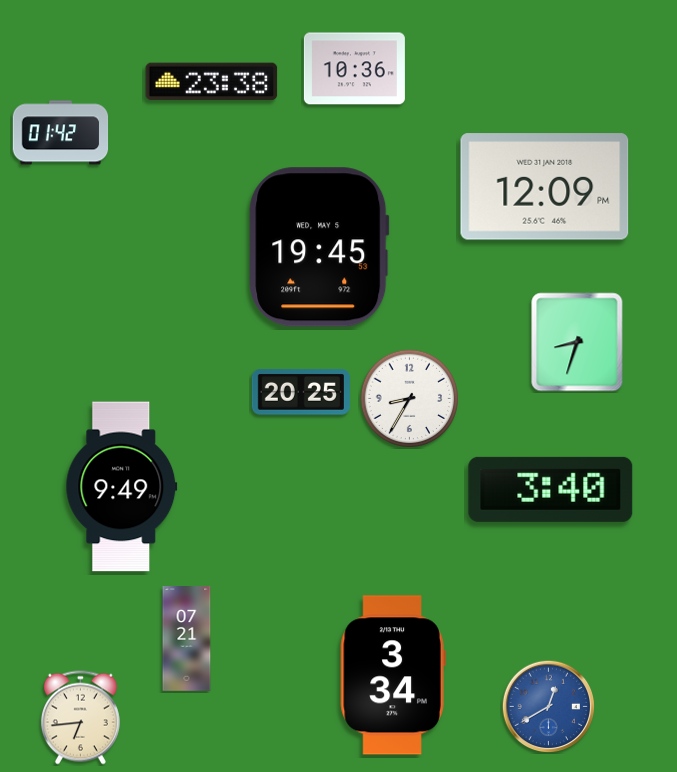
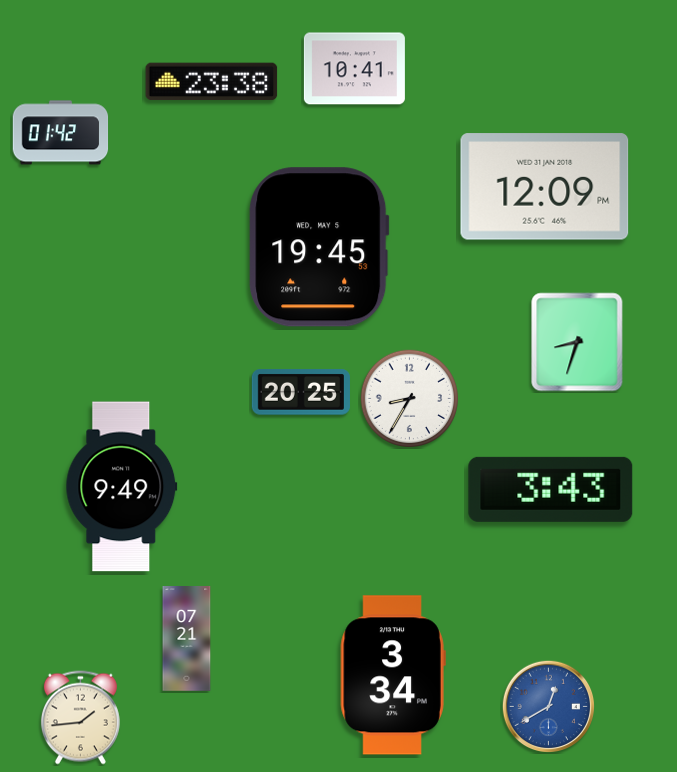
clock at (354, 69): 10:36 -> 10:41
clock at (551, 489): 3:40 -> 3:43
clock at (80, 718): 6:44 -> 1:44
